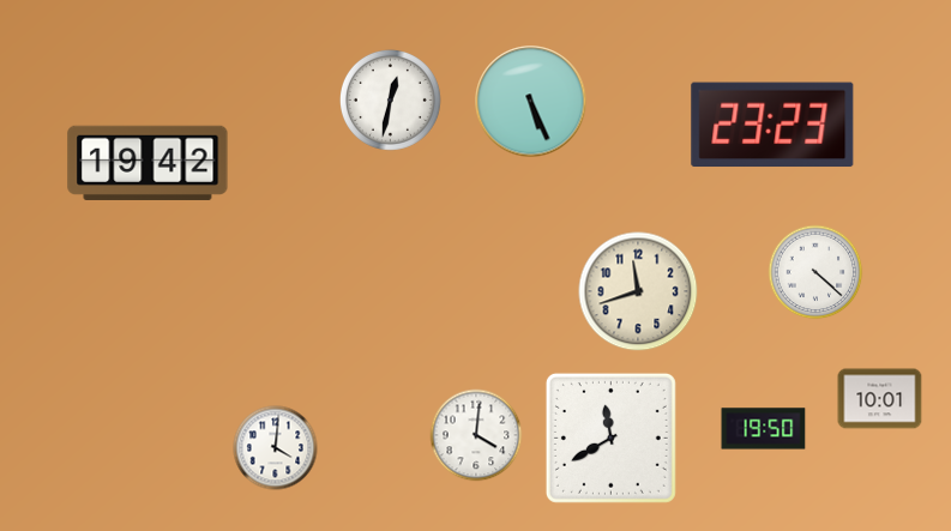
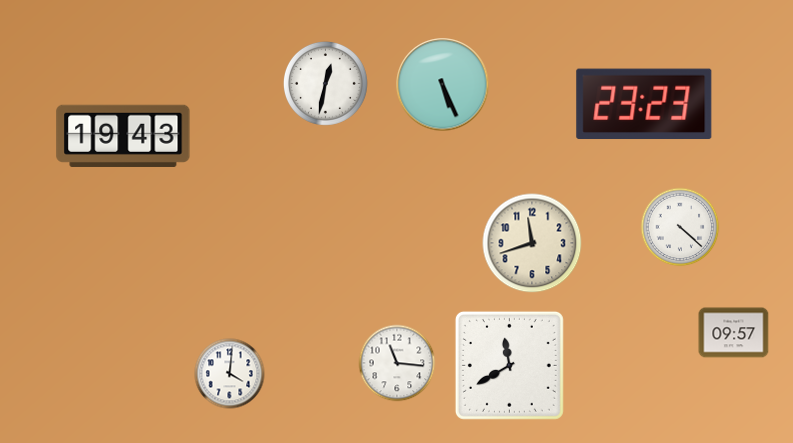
clock at (148, 163): 19:42 -> 19:43
clock at (880, 399): 10:01 -> 09:57
clock at (764, 429): 19:50 -> none
clock at (476, 435): 4:01 -> 11:16
